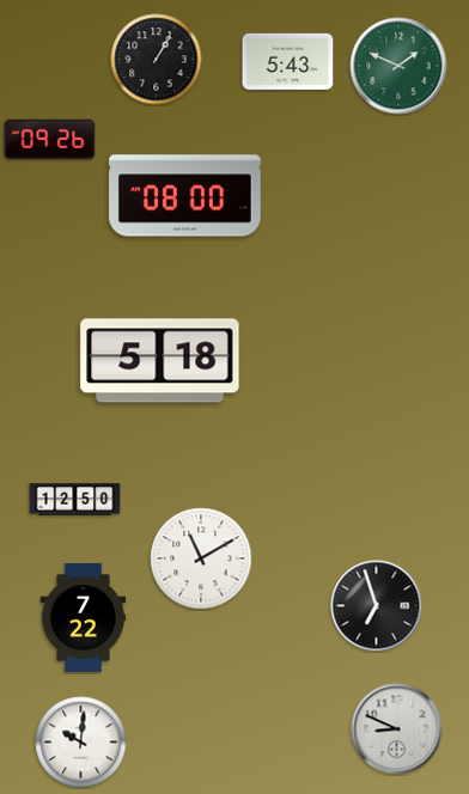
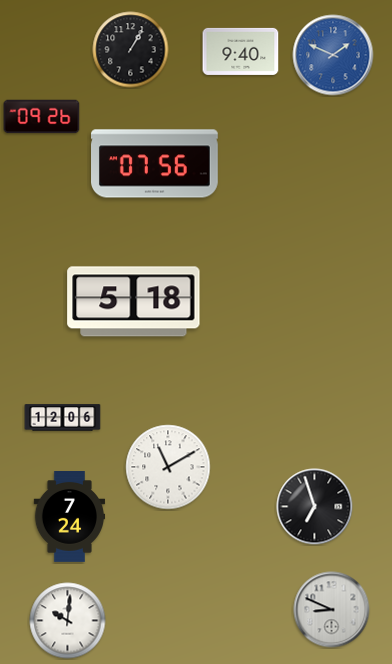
clock at (288, 61): 5:43 -> 9:40
clock at (398, 66) dial: green -> blue
clock at (185, 196): 08:00 -> 07:56
clock at (75, 500): 12:50 -> 12:06
clock at (84, 618): 7:22 -> 7:24
